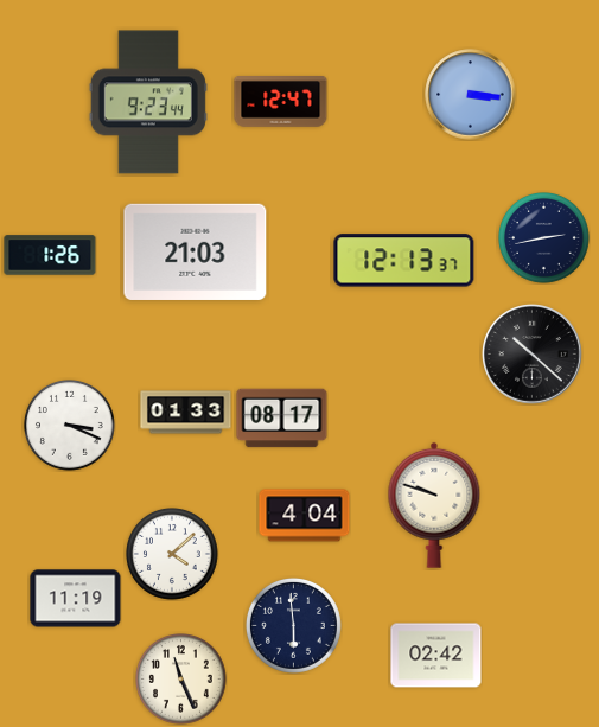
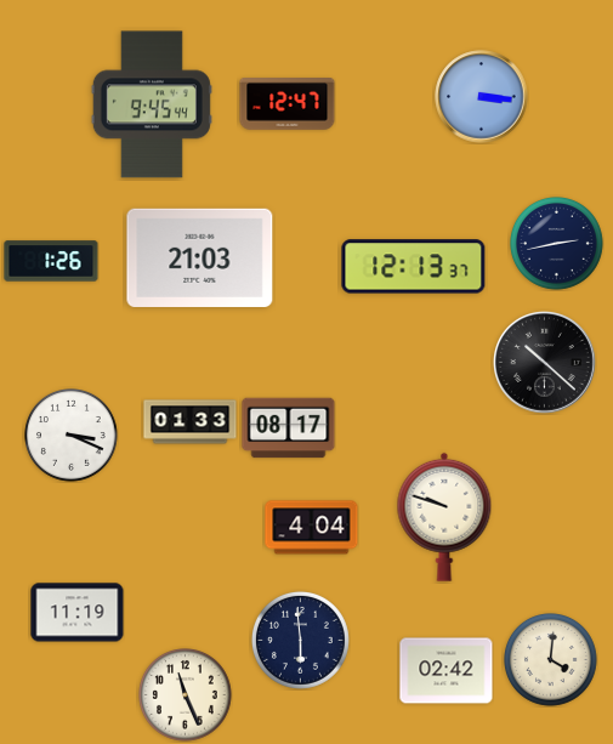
clock at (148, 102): 9:23 -> 9:45
clock at (173, 555): 4:08 -> none
clock at (551, 660): none -> 4:01
